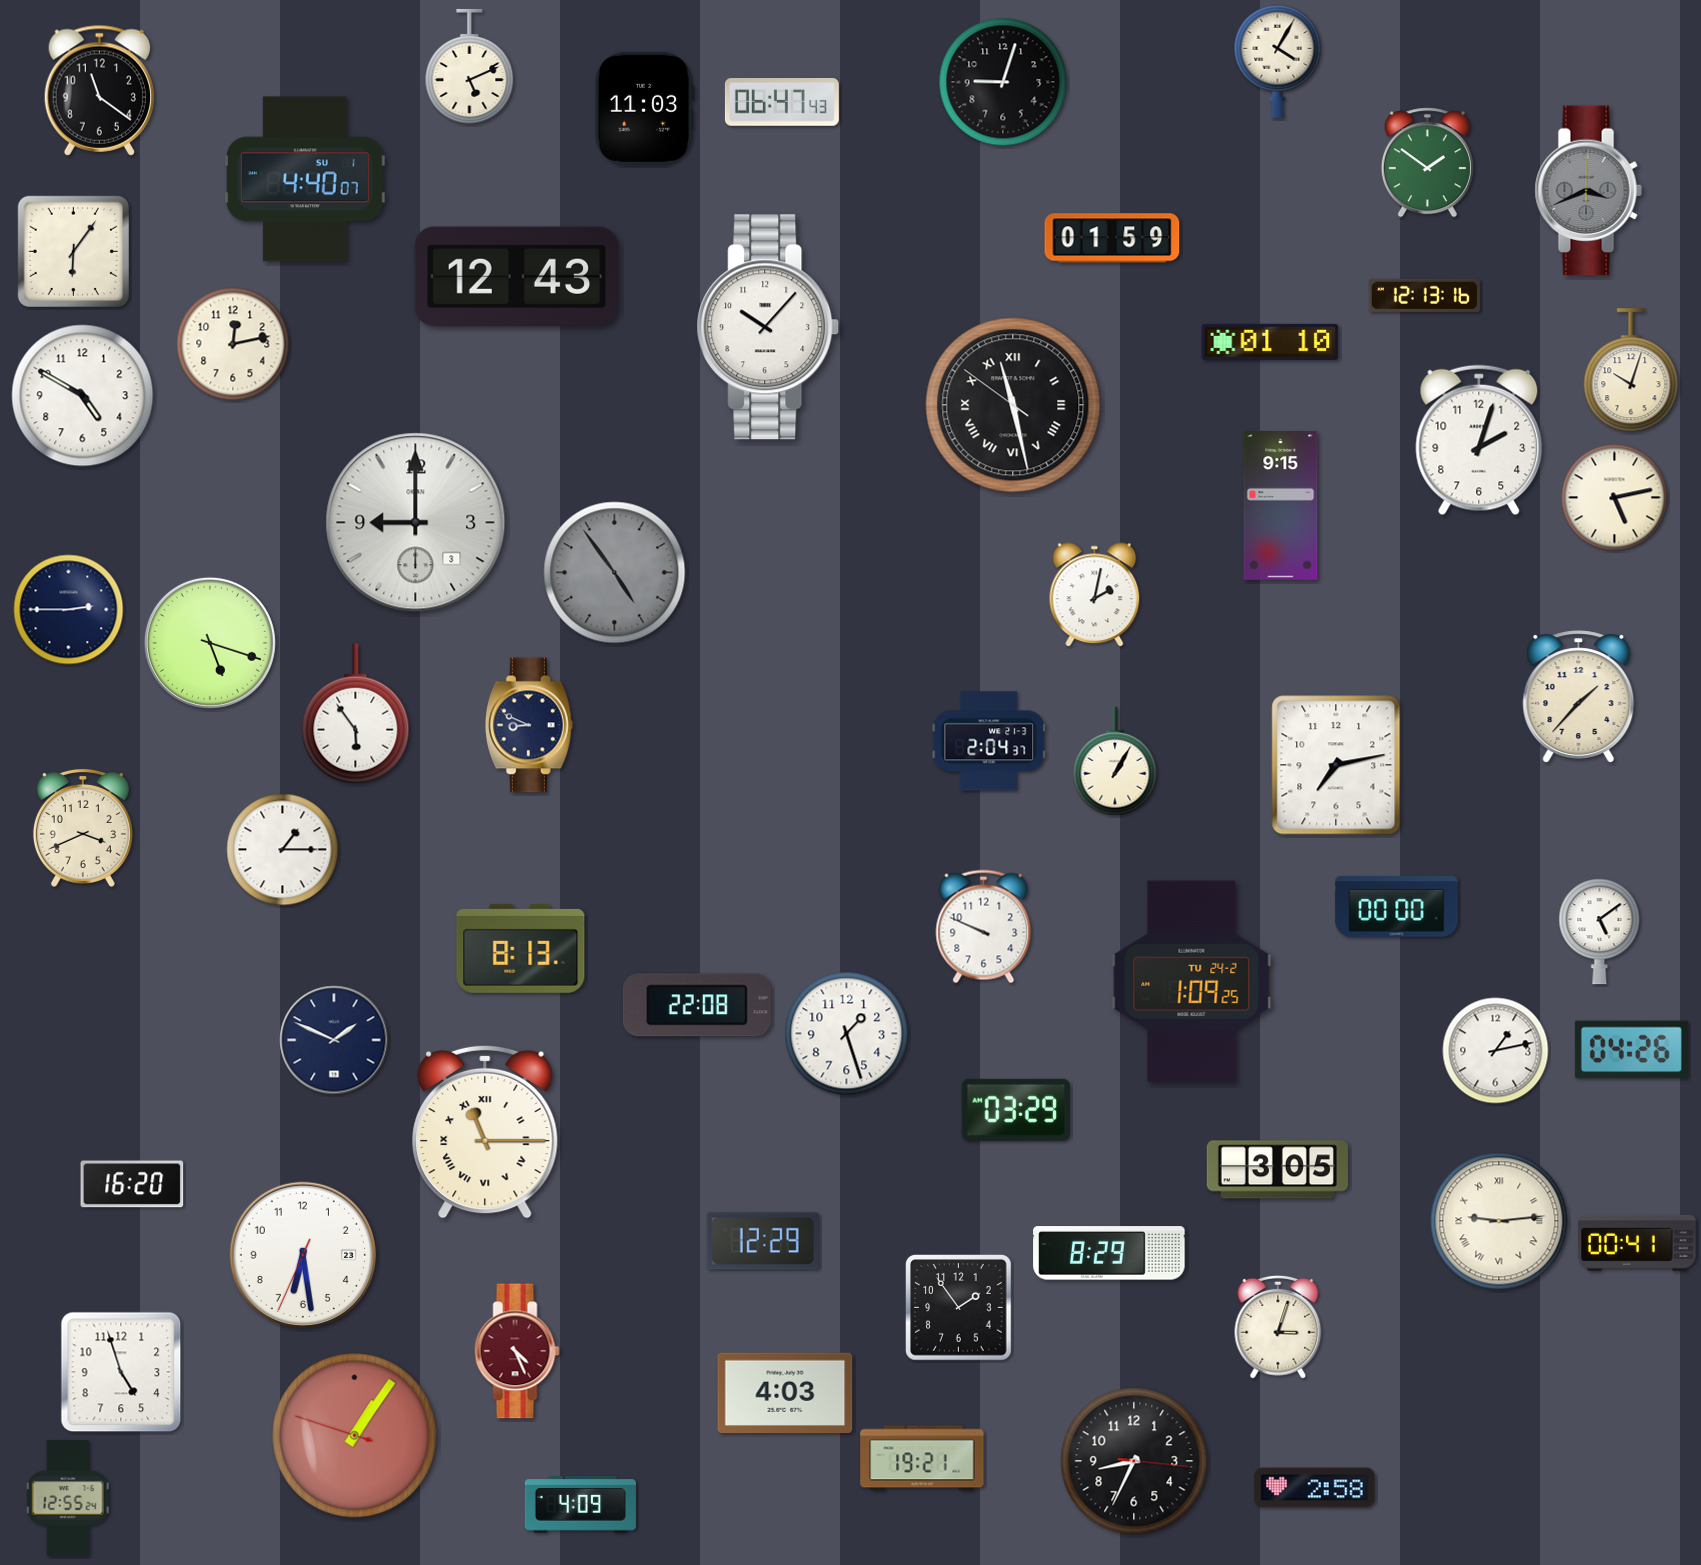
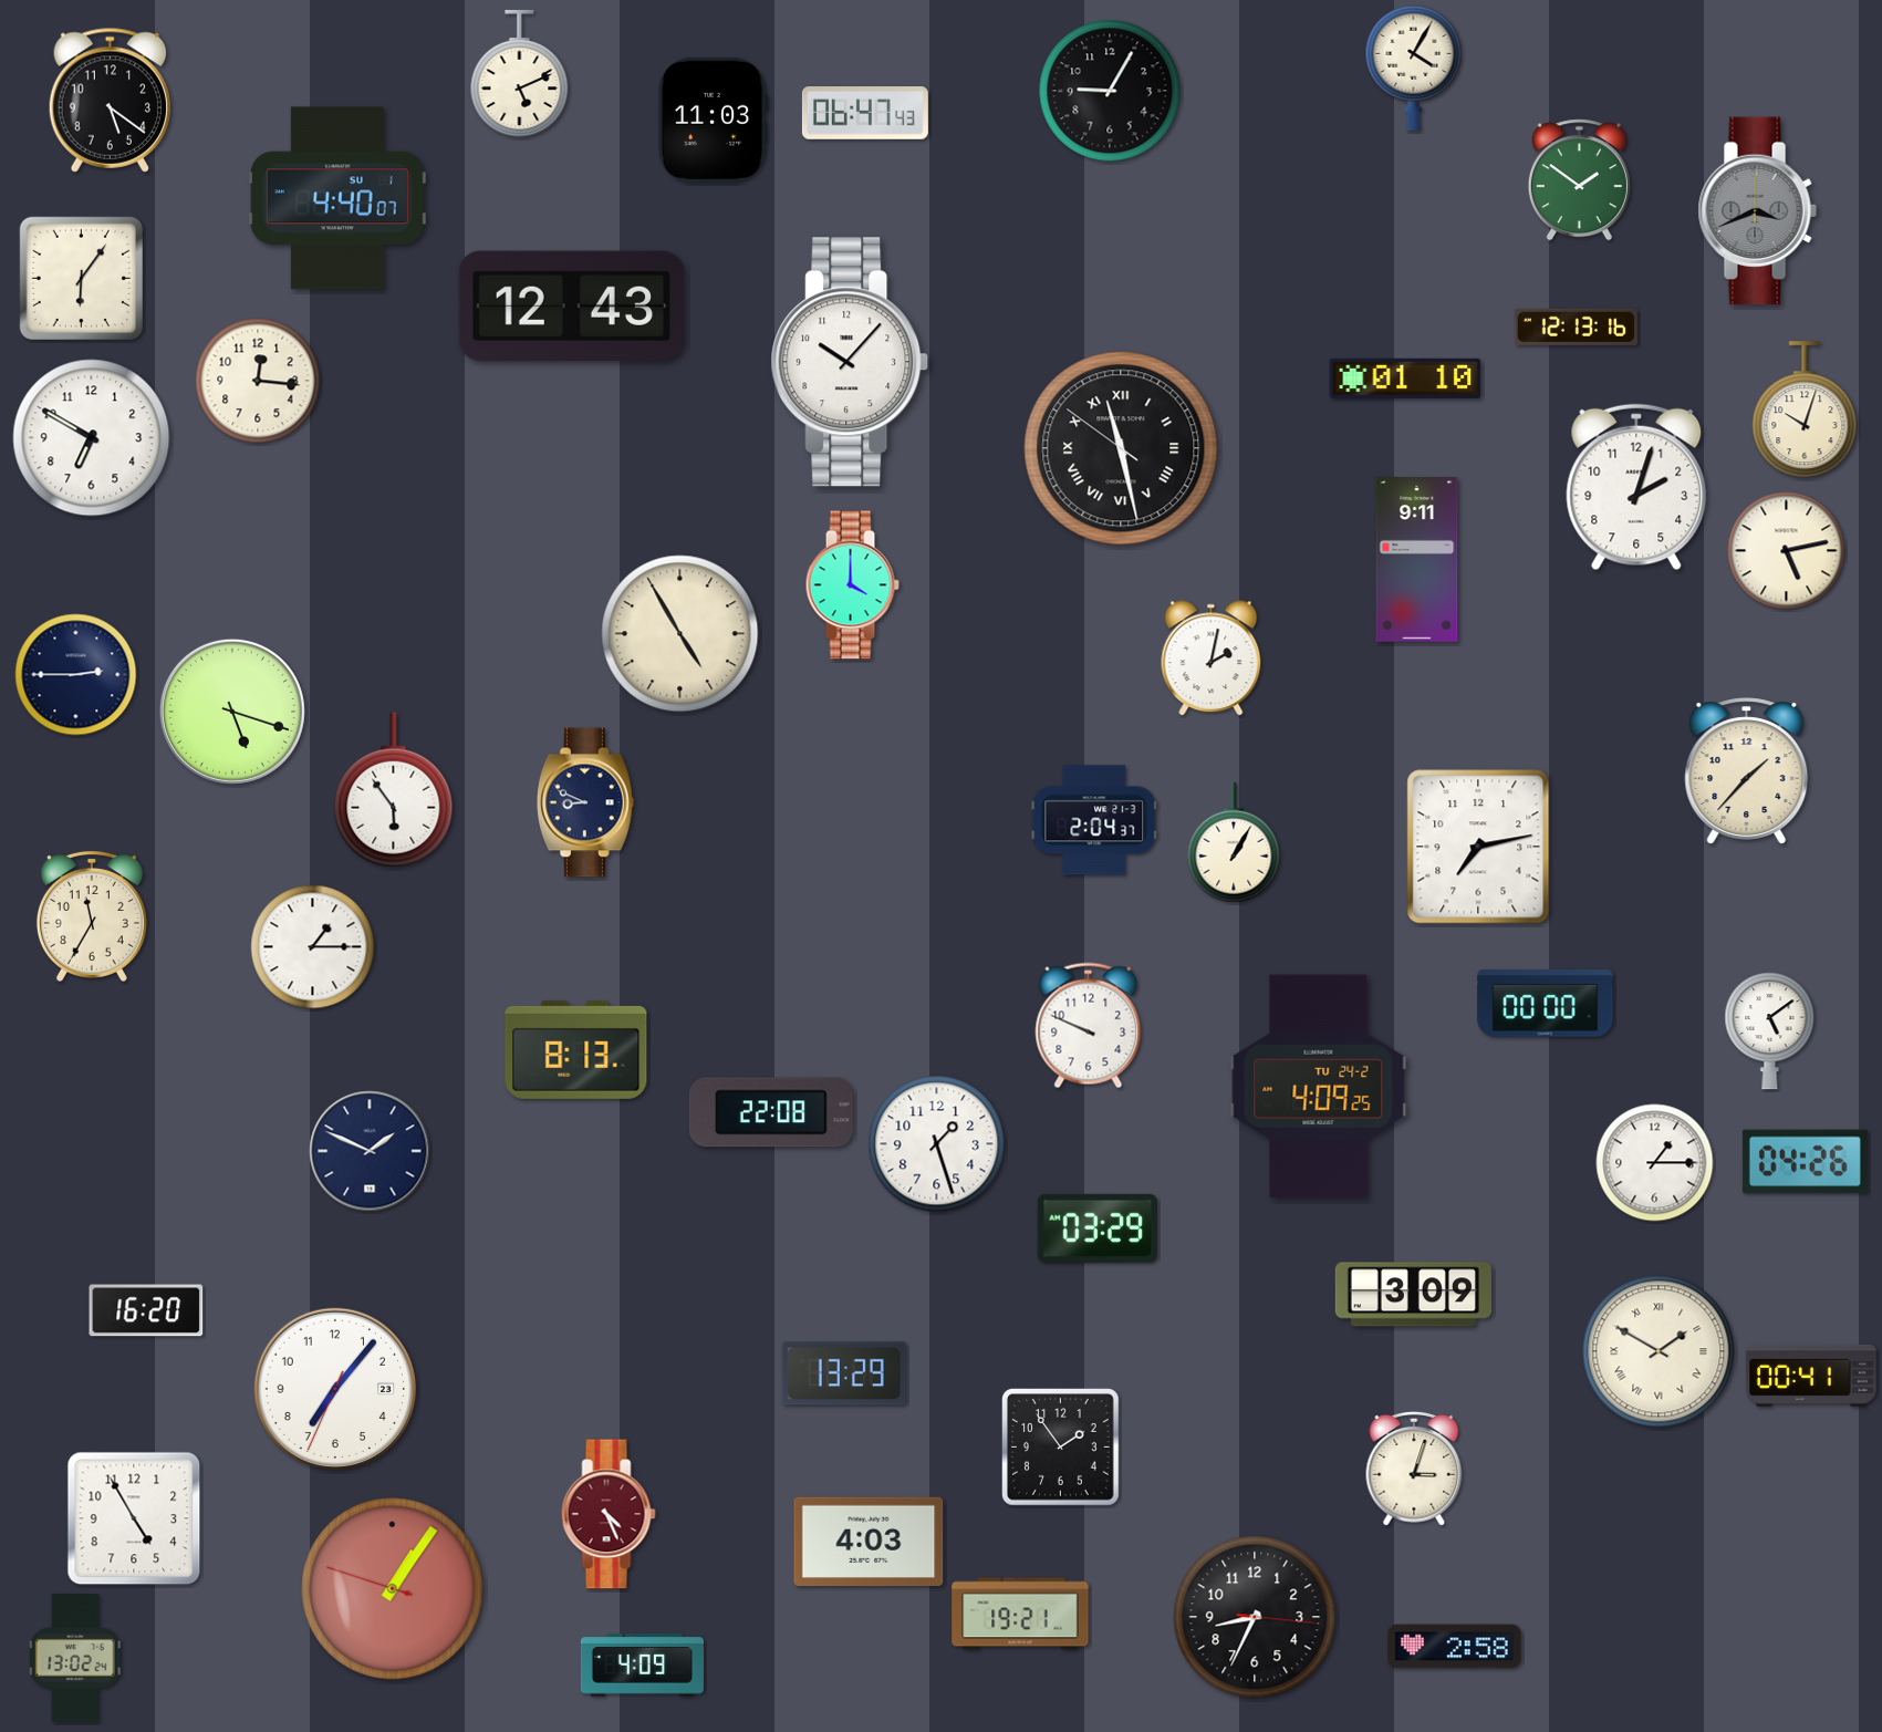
clock at (1003, 82): 9:03 -> 9:05
clock at (99, 90): 11:21 -> 5:21
clock at (1112, 238): 01:59 -> none
clock at (233, 344): 12:13 -> 12:16
clock at (83, 396): 4:50 -> 6:50
clock at (1281, 506): 9:15 -> 9:11
clock at (416, 523): 9:00 -> none
clock at (852, 585): none -> 4:00
clock at (615, 573): 4:54 -> 4:55
clock at (615, 573) dial: grey -> cream
clock at (83, 828): 3:41 -> 11:35
clock at (283, 850) position: (283, 850) -> (313, 947)
clock at (1192, 982): 1:09 -> 4:09
clock at (1496, 1051): 1:13 -> 1:15
clock at (1016, 1110) position: (1016, 1110) -> (1098, 1228)
clock at (485, 1132): 11:15 -> none
clock at (1277, 1170): 3:05 -> 3:09
clock at (1499, 1221): 9:14 -> 1:50
clock at (763, 1241): 12:29 -> 13:29
clock at (1109, 1253): 8:29 -> none
clock at (302, 1254): 6:28 -> 7:06
clock at (517, 1351) position: (517, 1351) -> (609, 1514)
clock at (121, 1372): 4:57 -> 4:55
clock at (68, 1498): 12:55 -> 13:02
